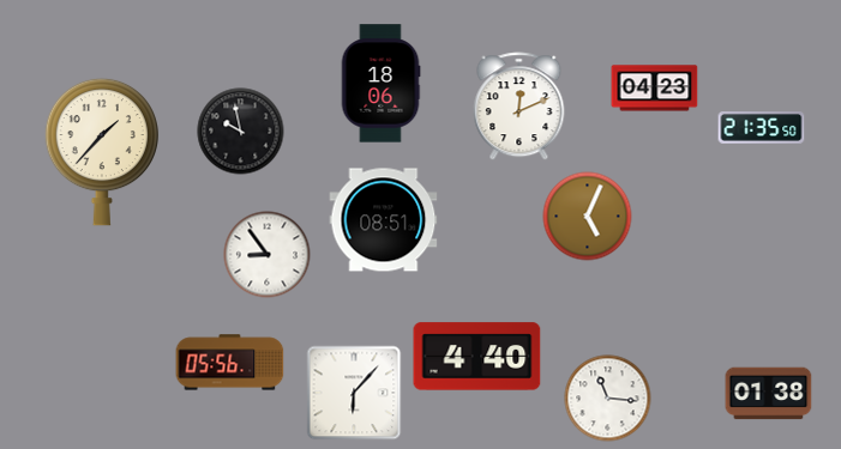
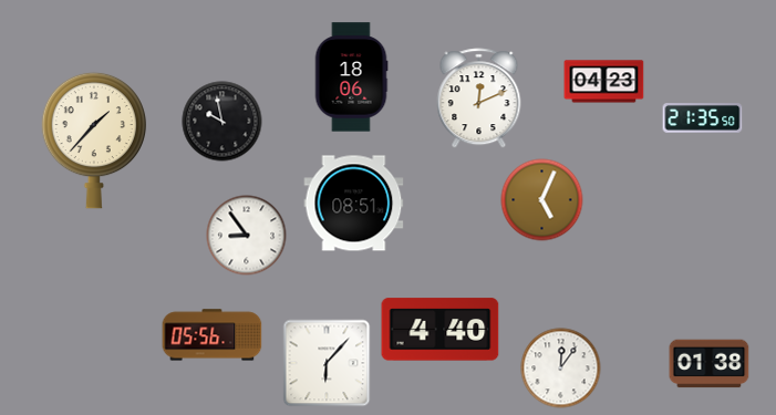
clock at (608, 399): 11:16 -> 12:06
